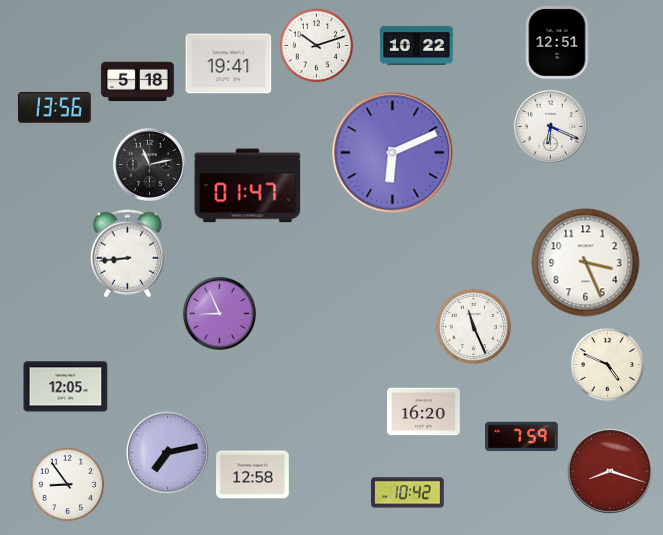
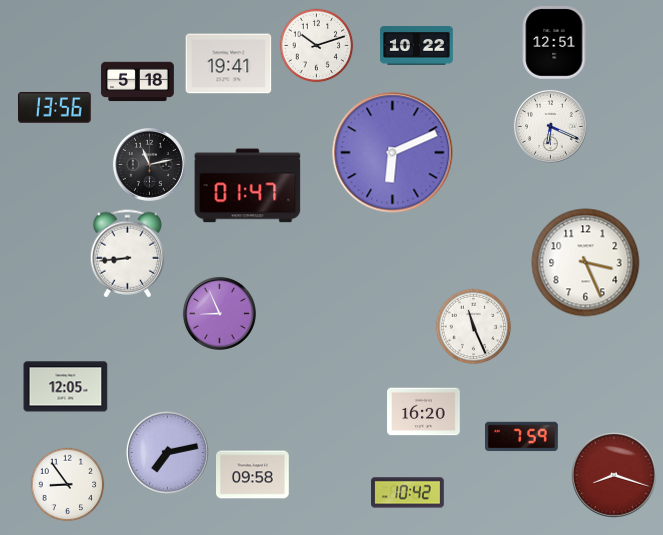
clock at (558, 43) position: (558, 43) -> (555, 43)
clock at (608, 365): 4:49 -> none
clock at (611, 472) position: (611, 472) -> (615, 476)
clock at (253, 475): 12:58 -> 09:58
